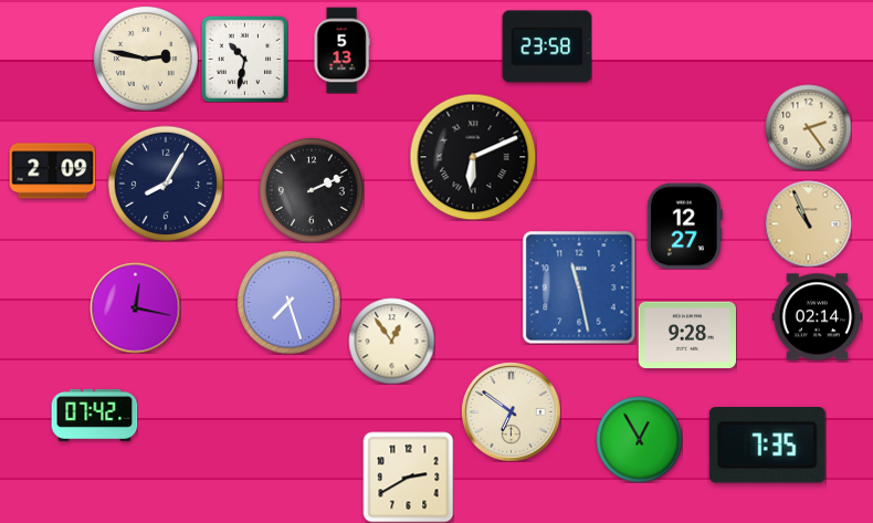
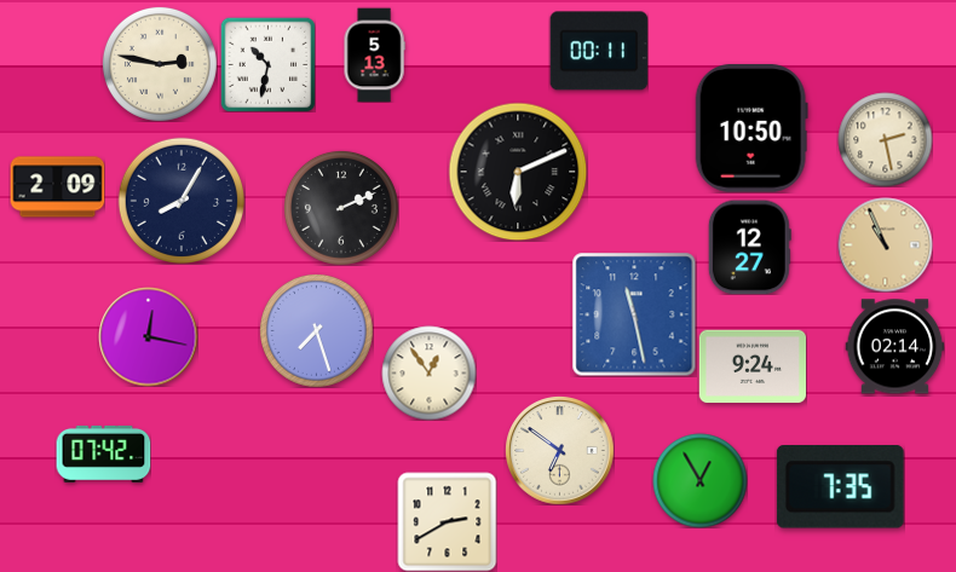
clock at (547, 46): 23:58 -> 00:11
clock at (751, 129): none -> 10:50
clock at (808, 127): 2:24 -> 2:28
clock at (687, 335): 9:28 -> 9:24
